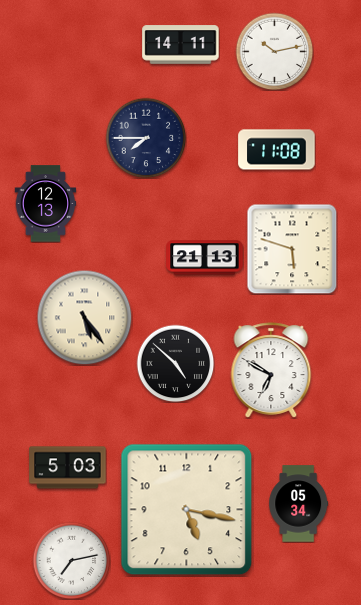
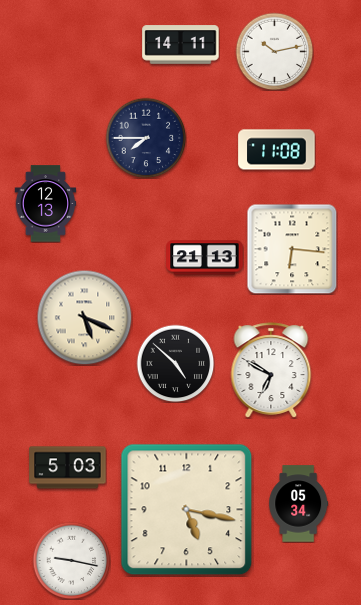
clock at (292, 249): 5:48 -> 6:16
clock at (84, 317): 5:24 -> 5:19
clock at (71, 560): 7:13 -> 9:17
